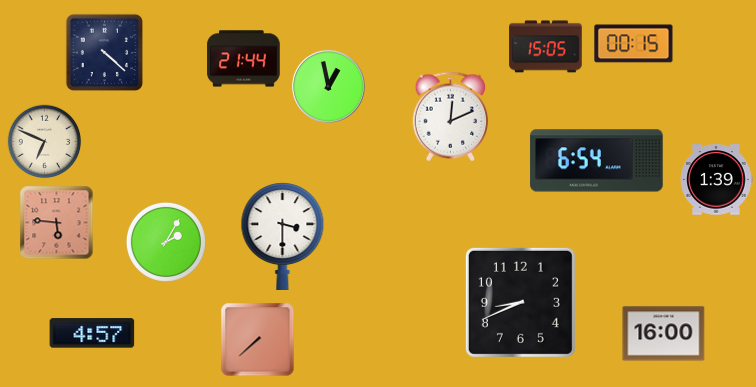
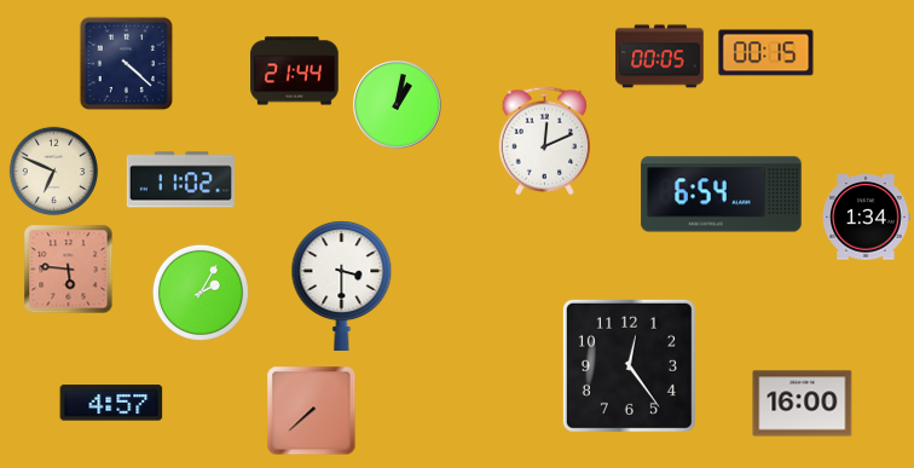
clock at (546, 47): 15:05 -> 00:05
clock at (329, 87): 12:58 -> 1:02
clock at (180, 180): none -> 11:02
clock at (716, 180): 1:39 -> 1:34
clock at (520, 302): 8:41 -> 12:24
